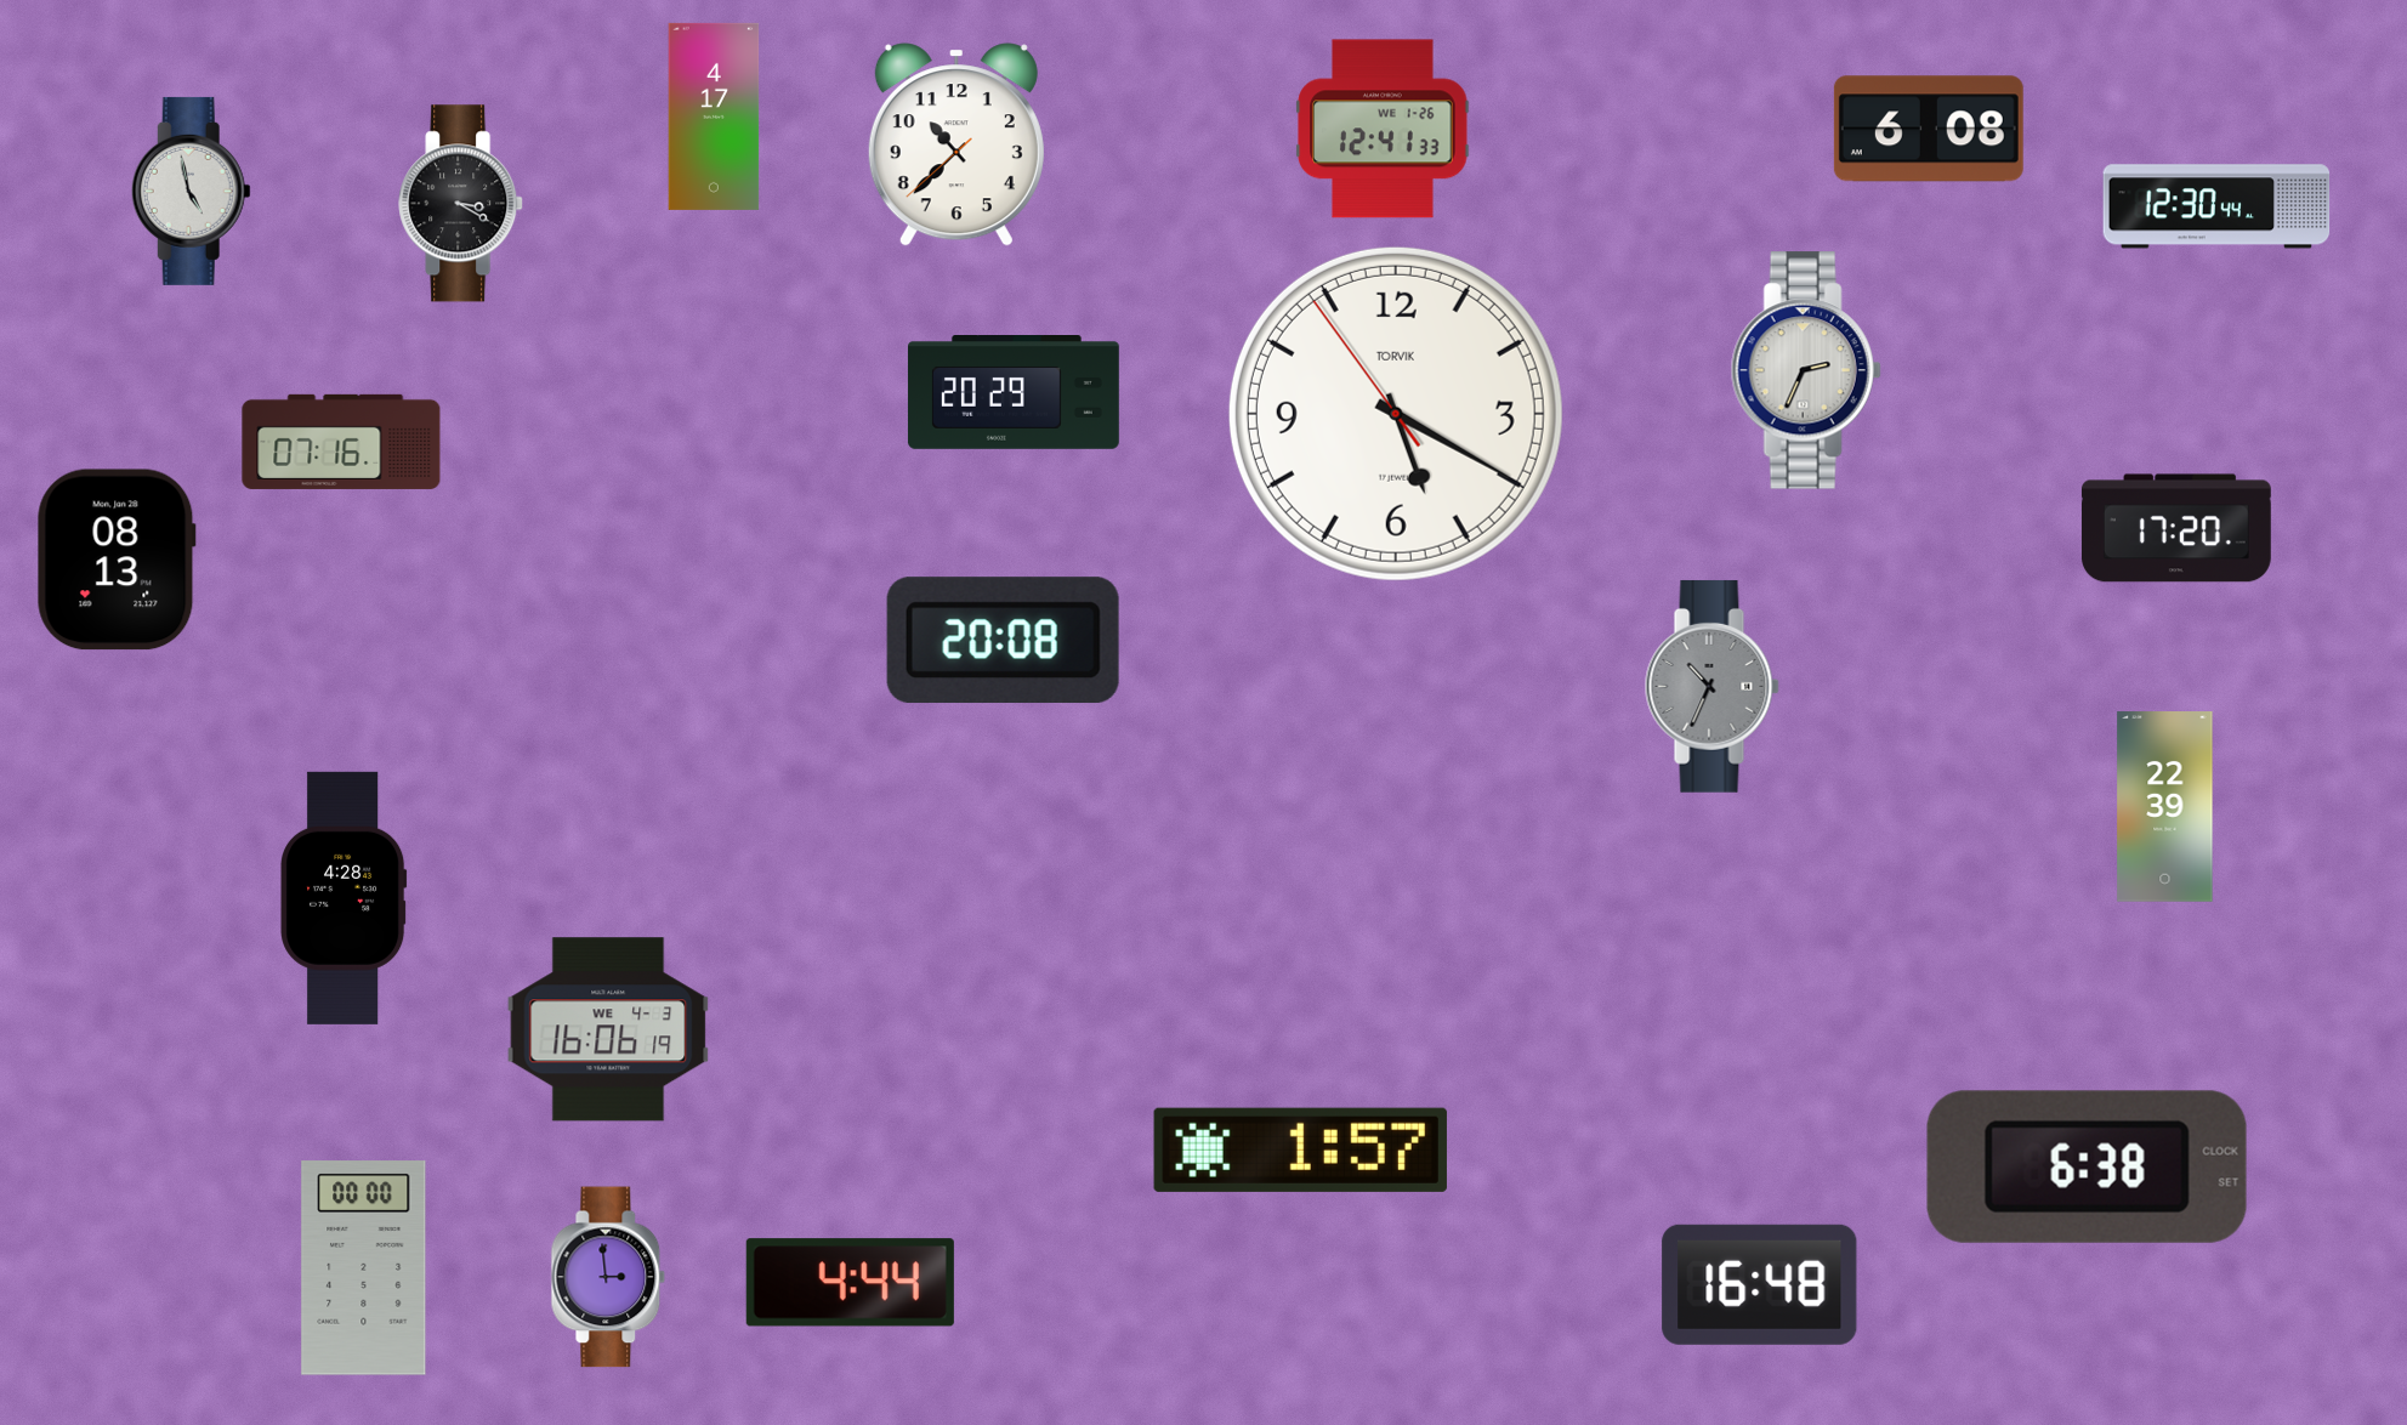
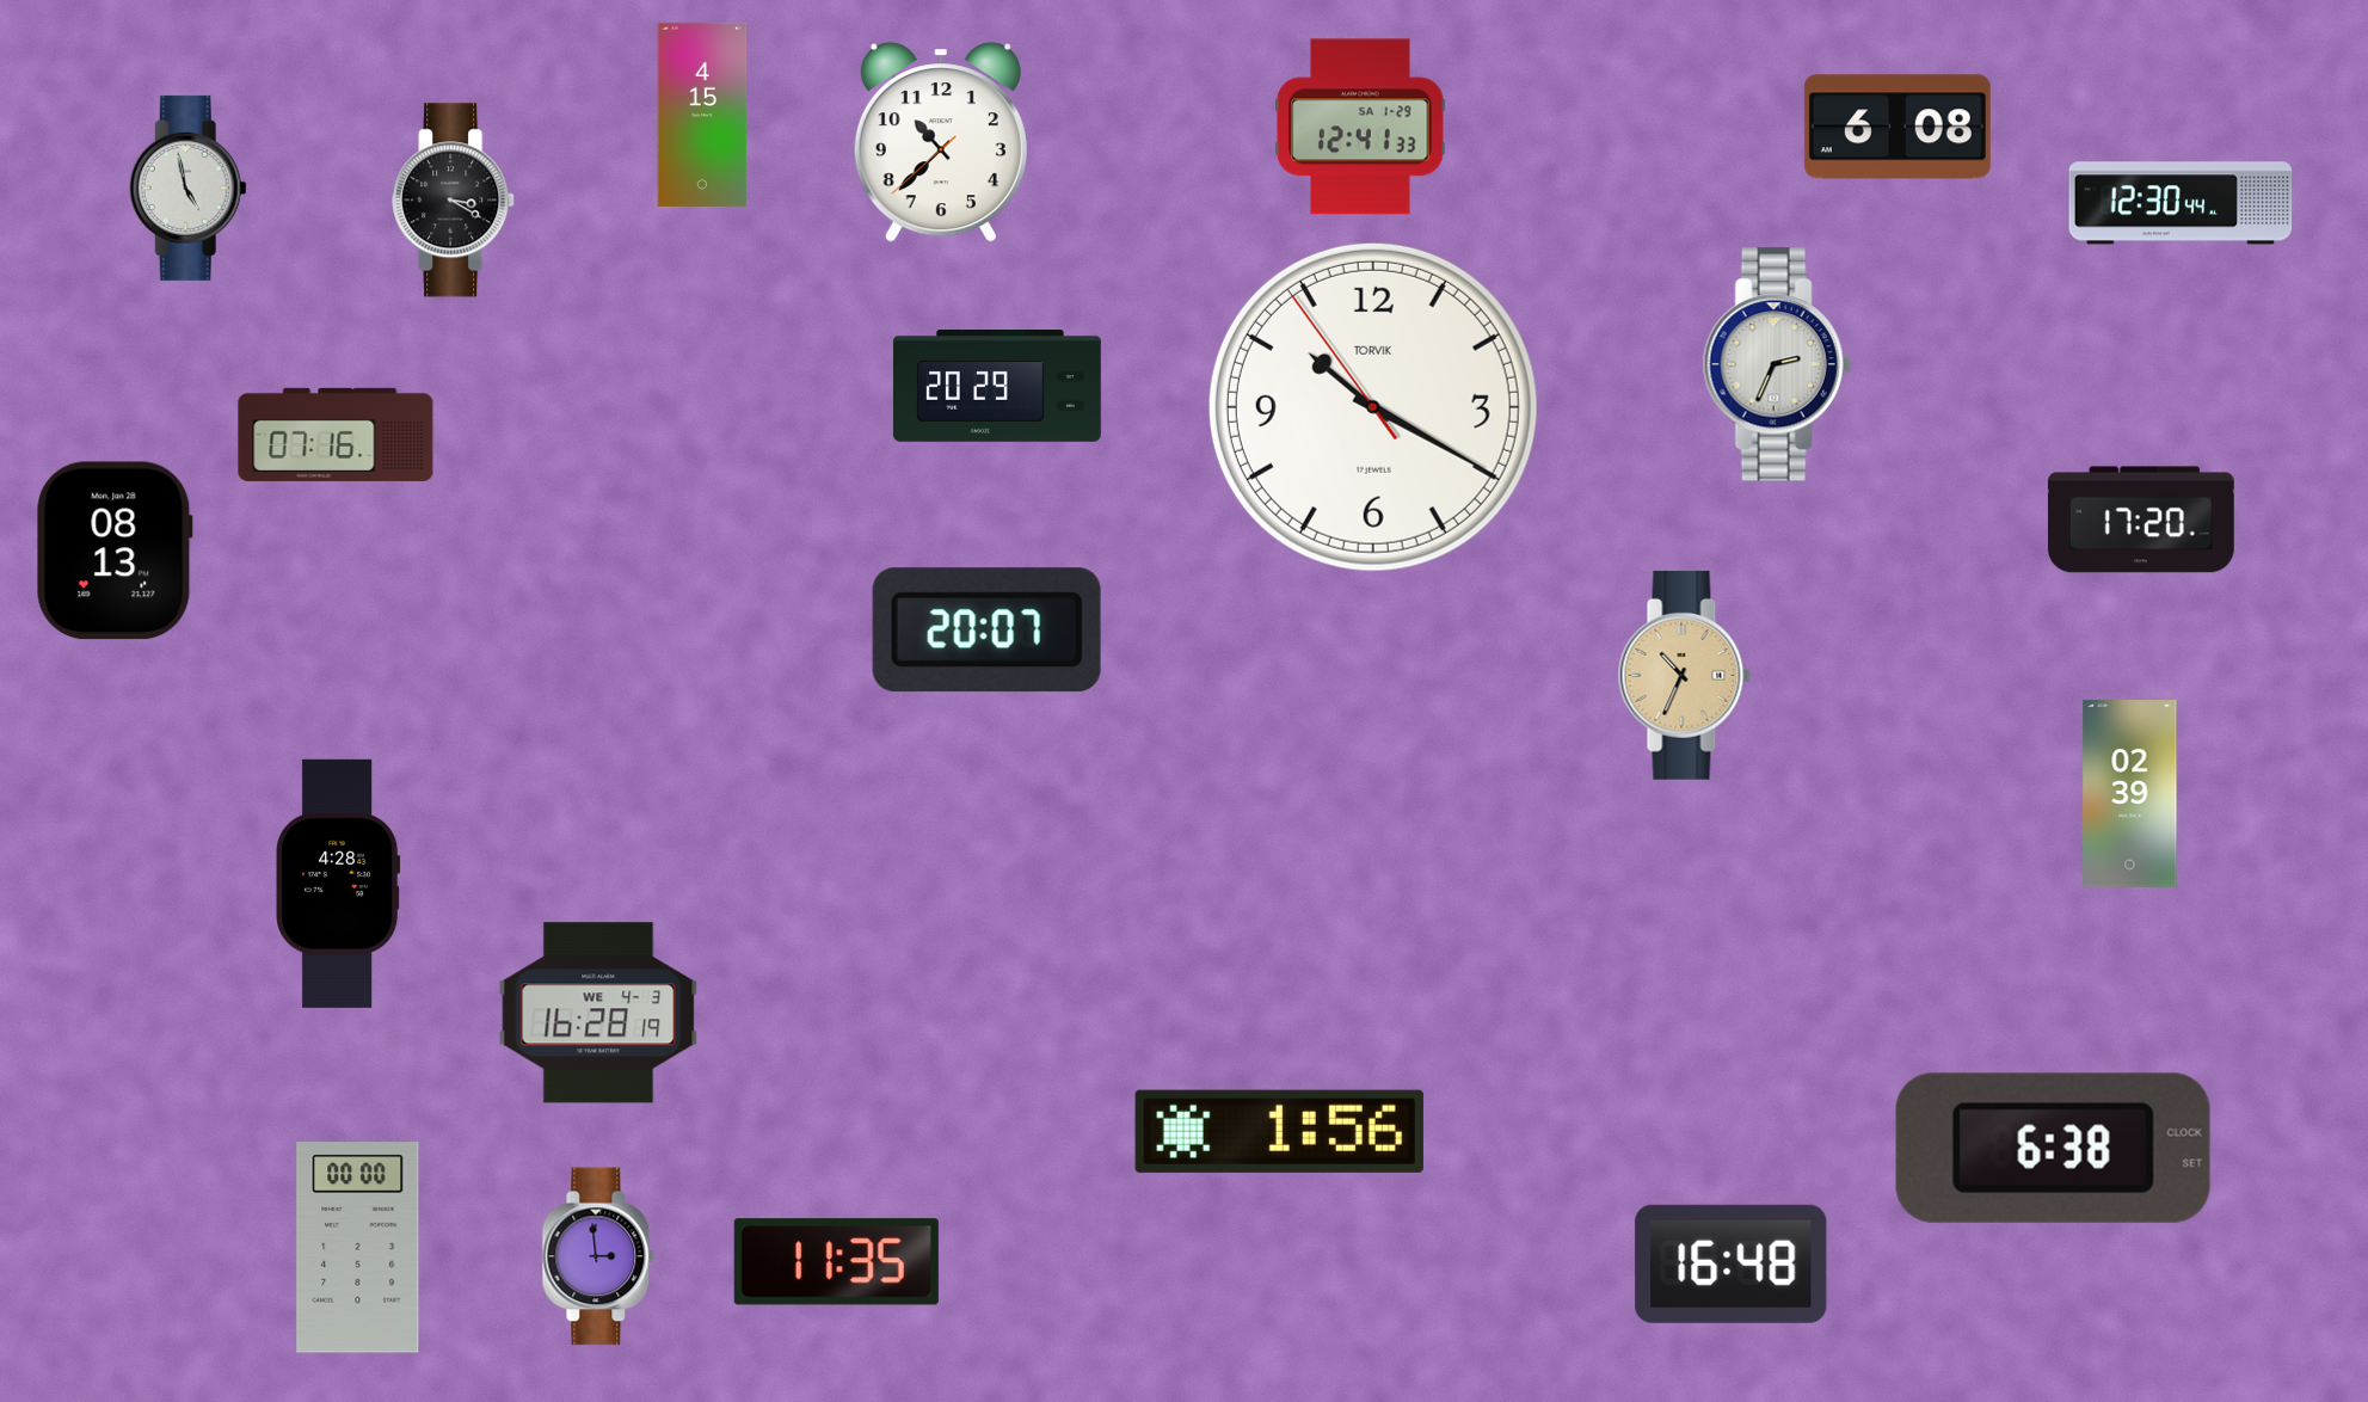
clock at (714, 117): 4:17 -> 4:15
clock at (1383, 129) date: WE 1-26 -> SA 1-29
clock at (1396, 414): 5:19 -> 10:19
clock at (1003, 641): 20:08 -> 20:07
clock at (1711, 686) dial: grey -> champagne
clock at (2165, 807): 22:39 -> 02:39
clock at (608, 1029): 16:06 -> 16:28
clock at (1300, 1149): 1:57 -> 1:56
clock at (850, 1283): 4:44 -> 11:35
